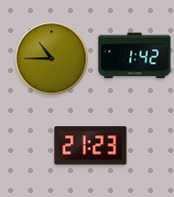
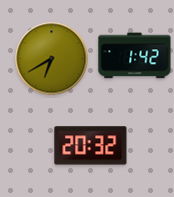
clock at (52, 59): 10:45 -> 6:40
clock at (91, 146): 21:23 -> 20:32
